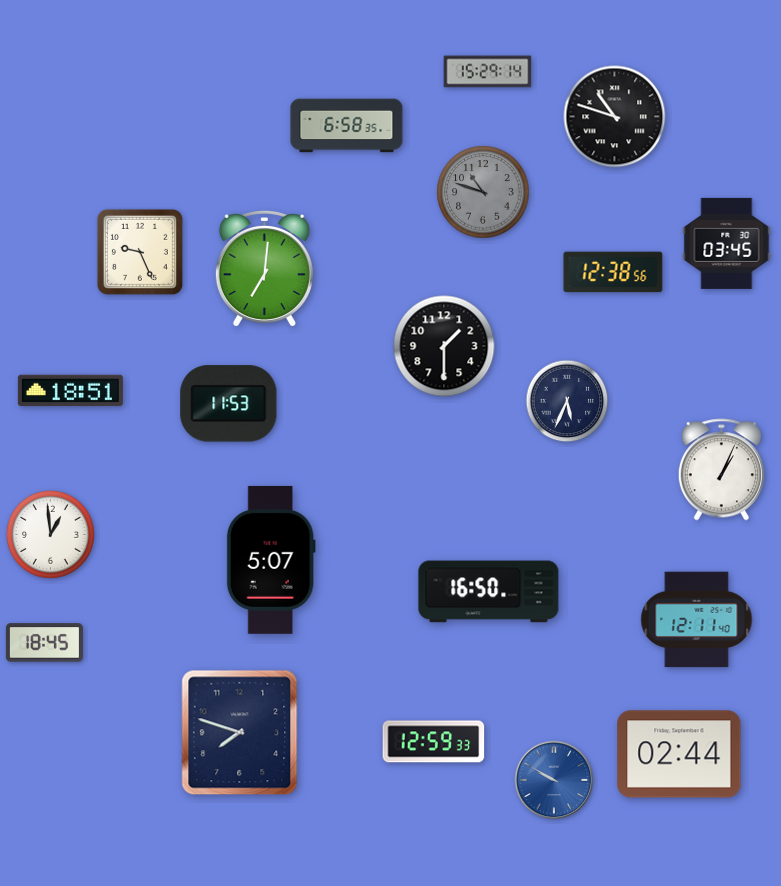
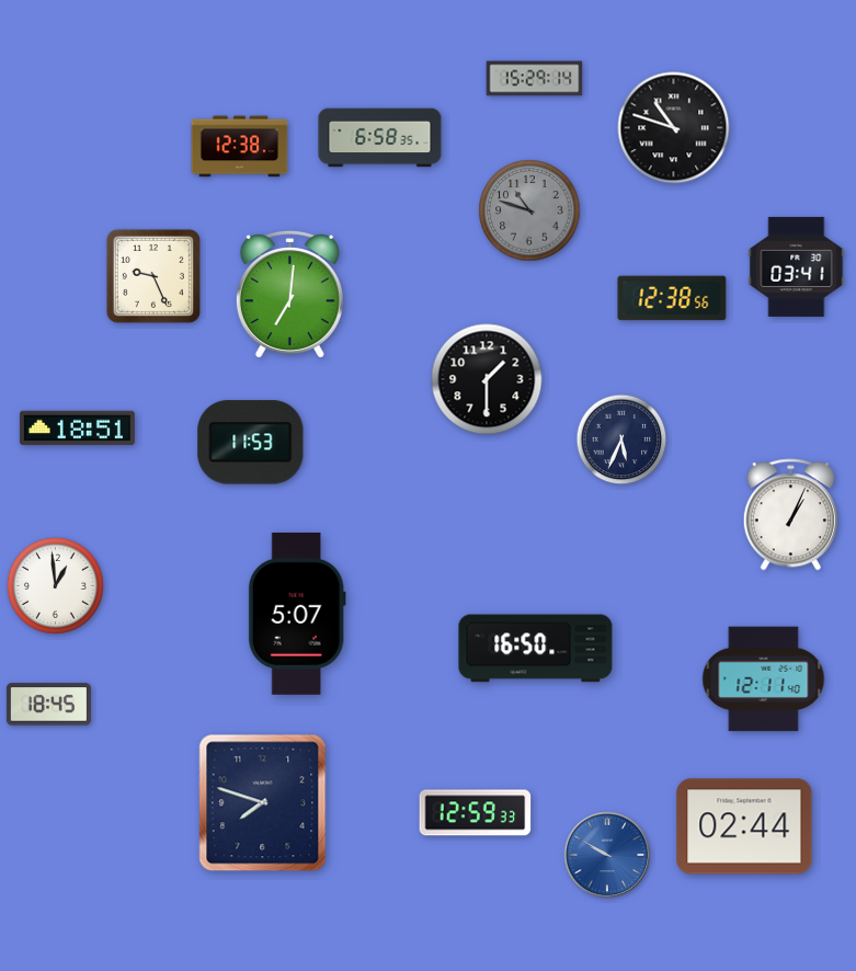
clock at (240, 147): none -> 12:38
clock at (727, 243): 03:45 -> 03:41
